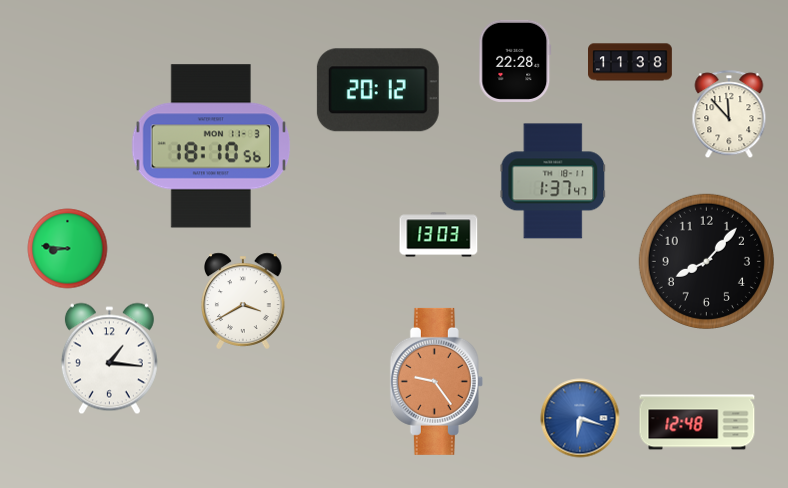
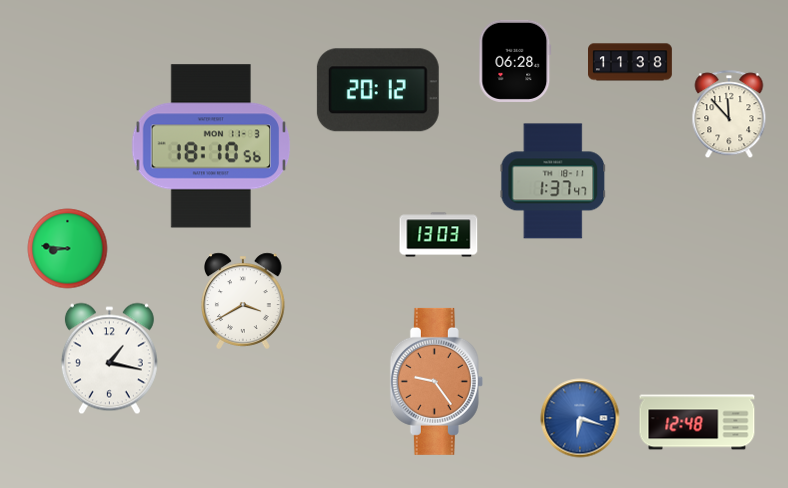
clock at (515, 61): 22:28 -> 06:28
clock at (706, 261): 8:07 -> none
clock at (109, 359): 1:16 -> 1:17
